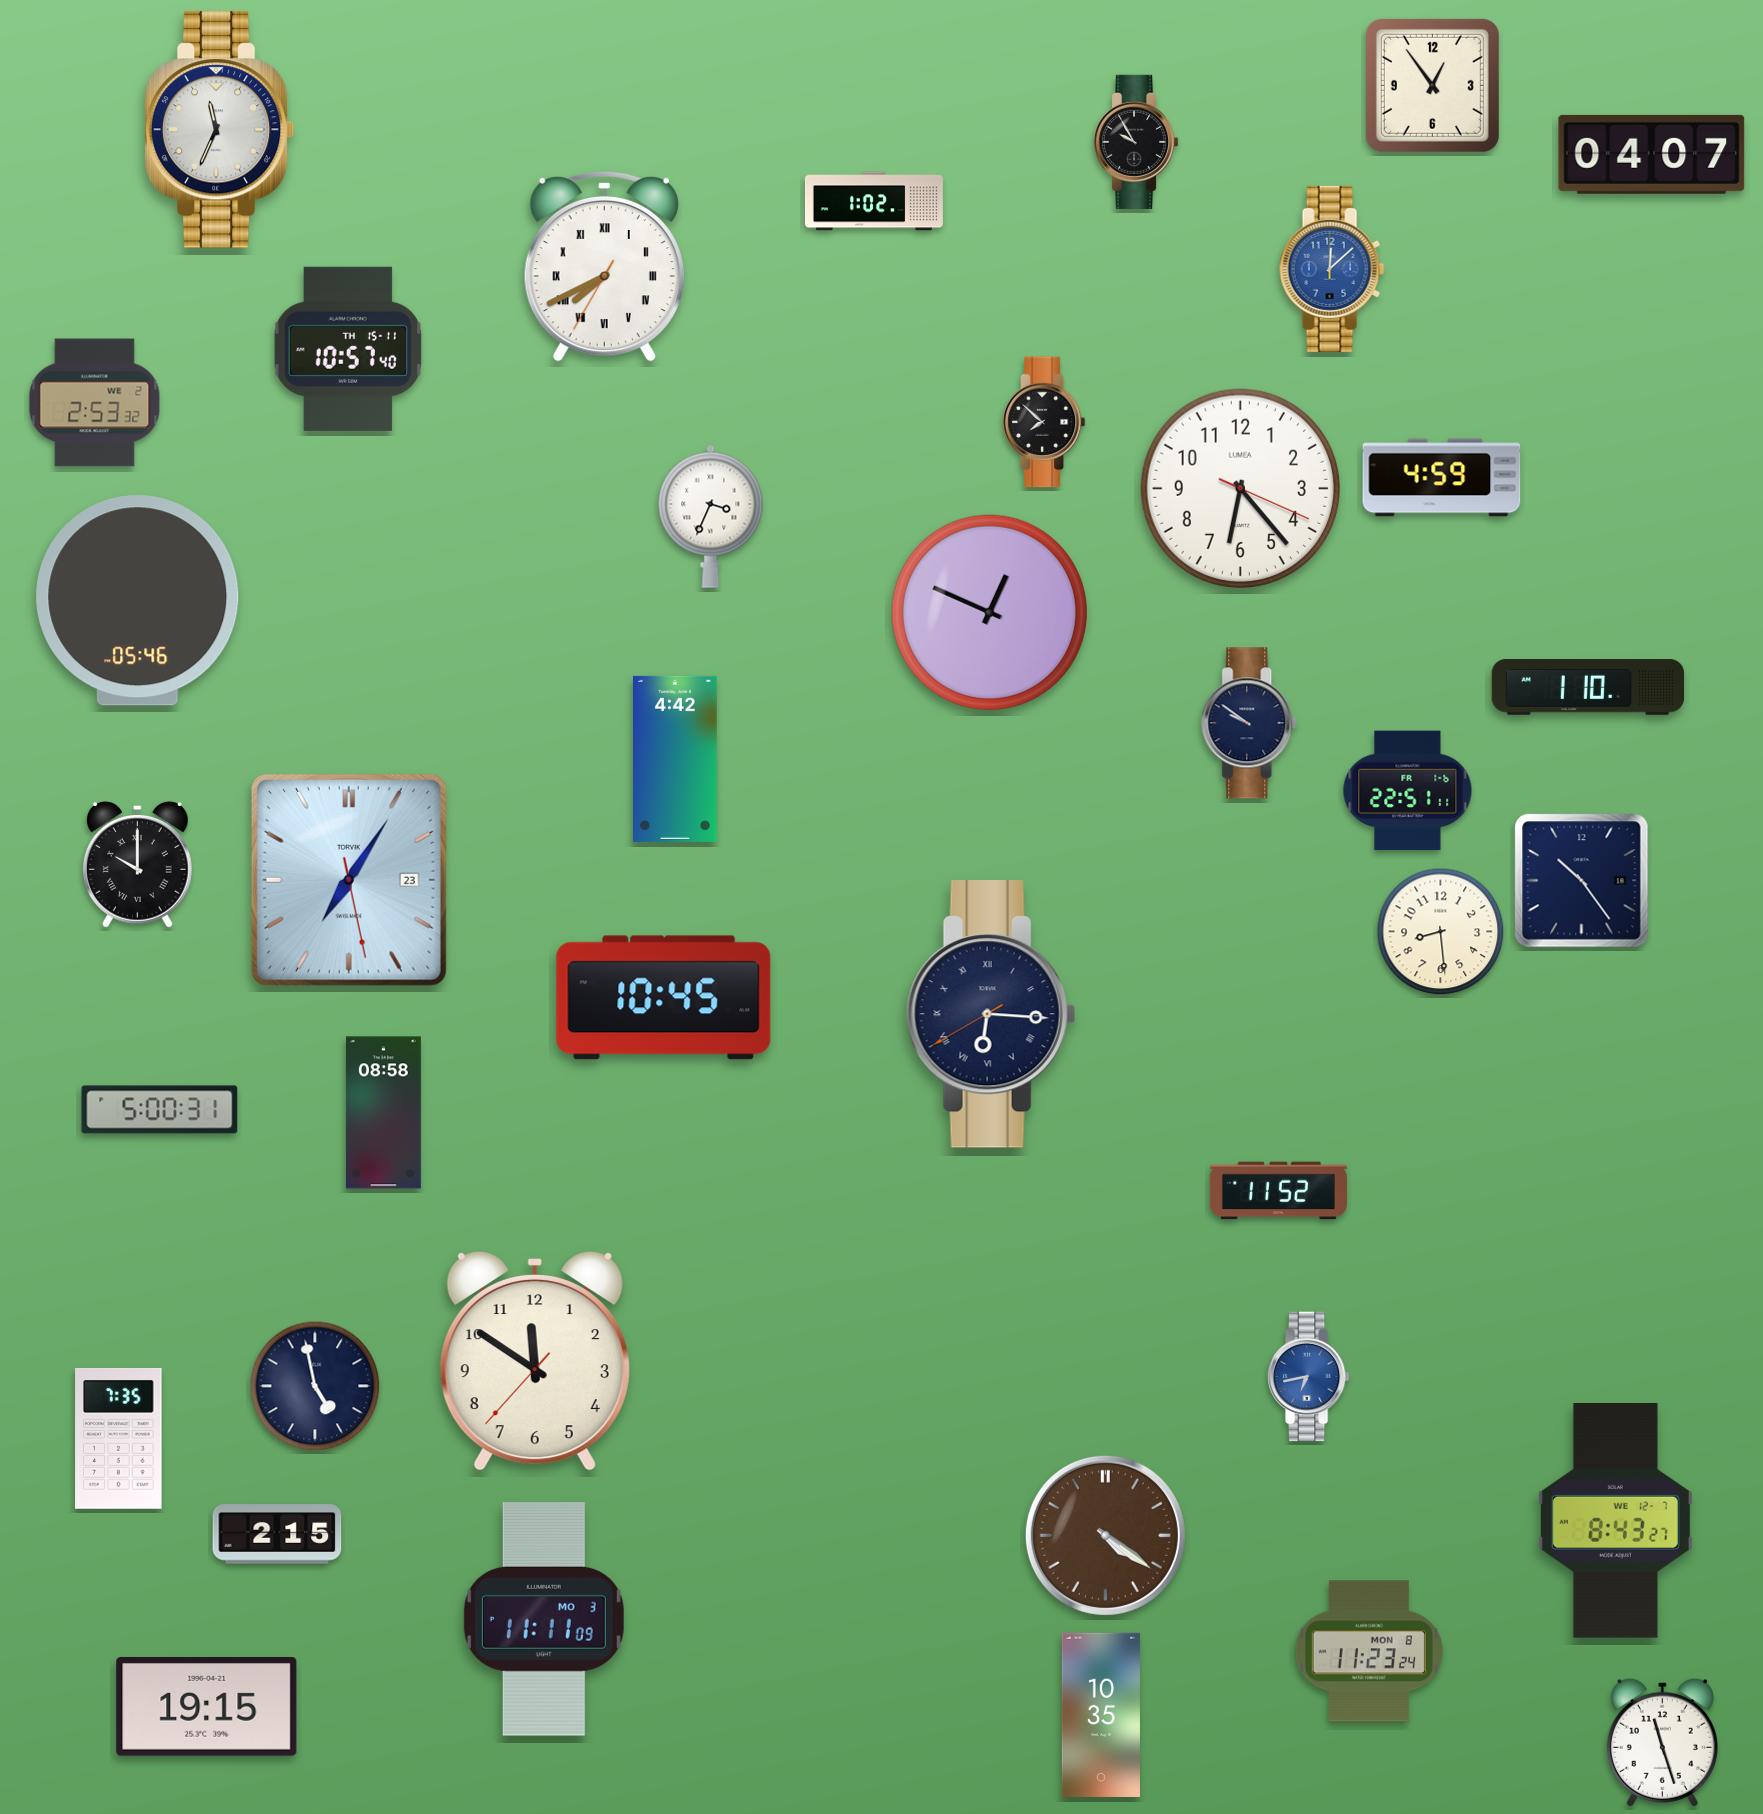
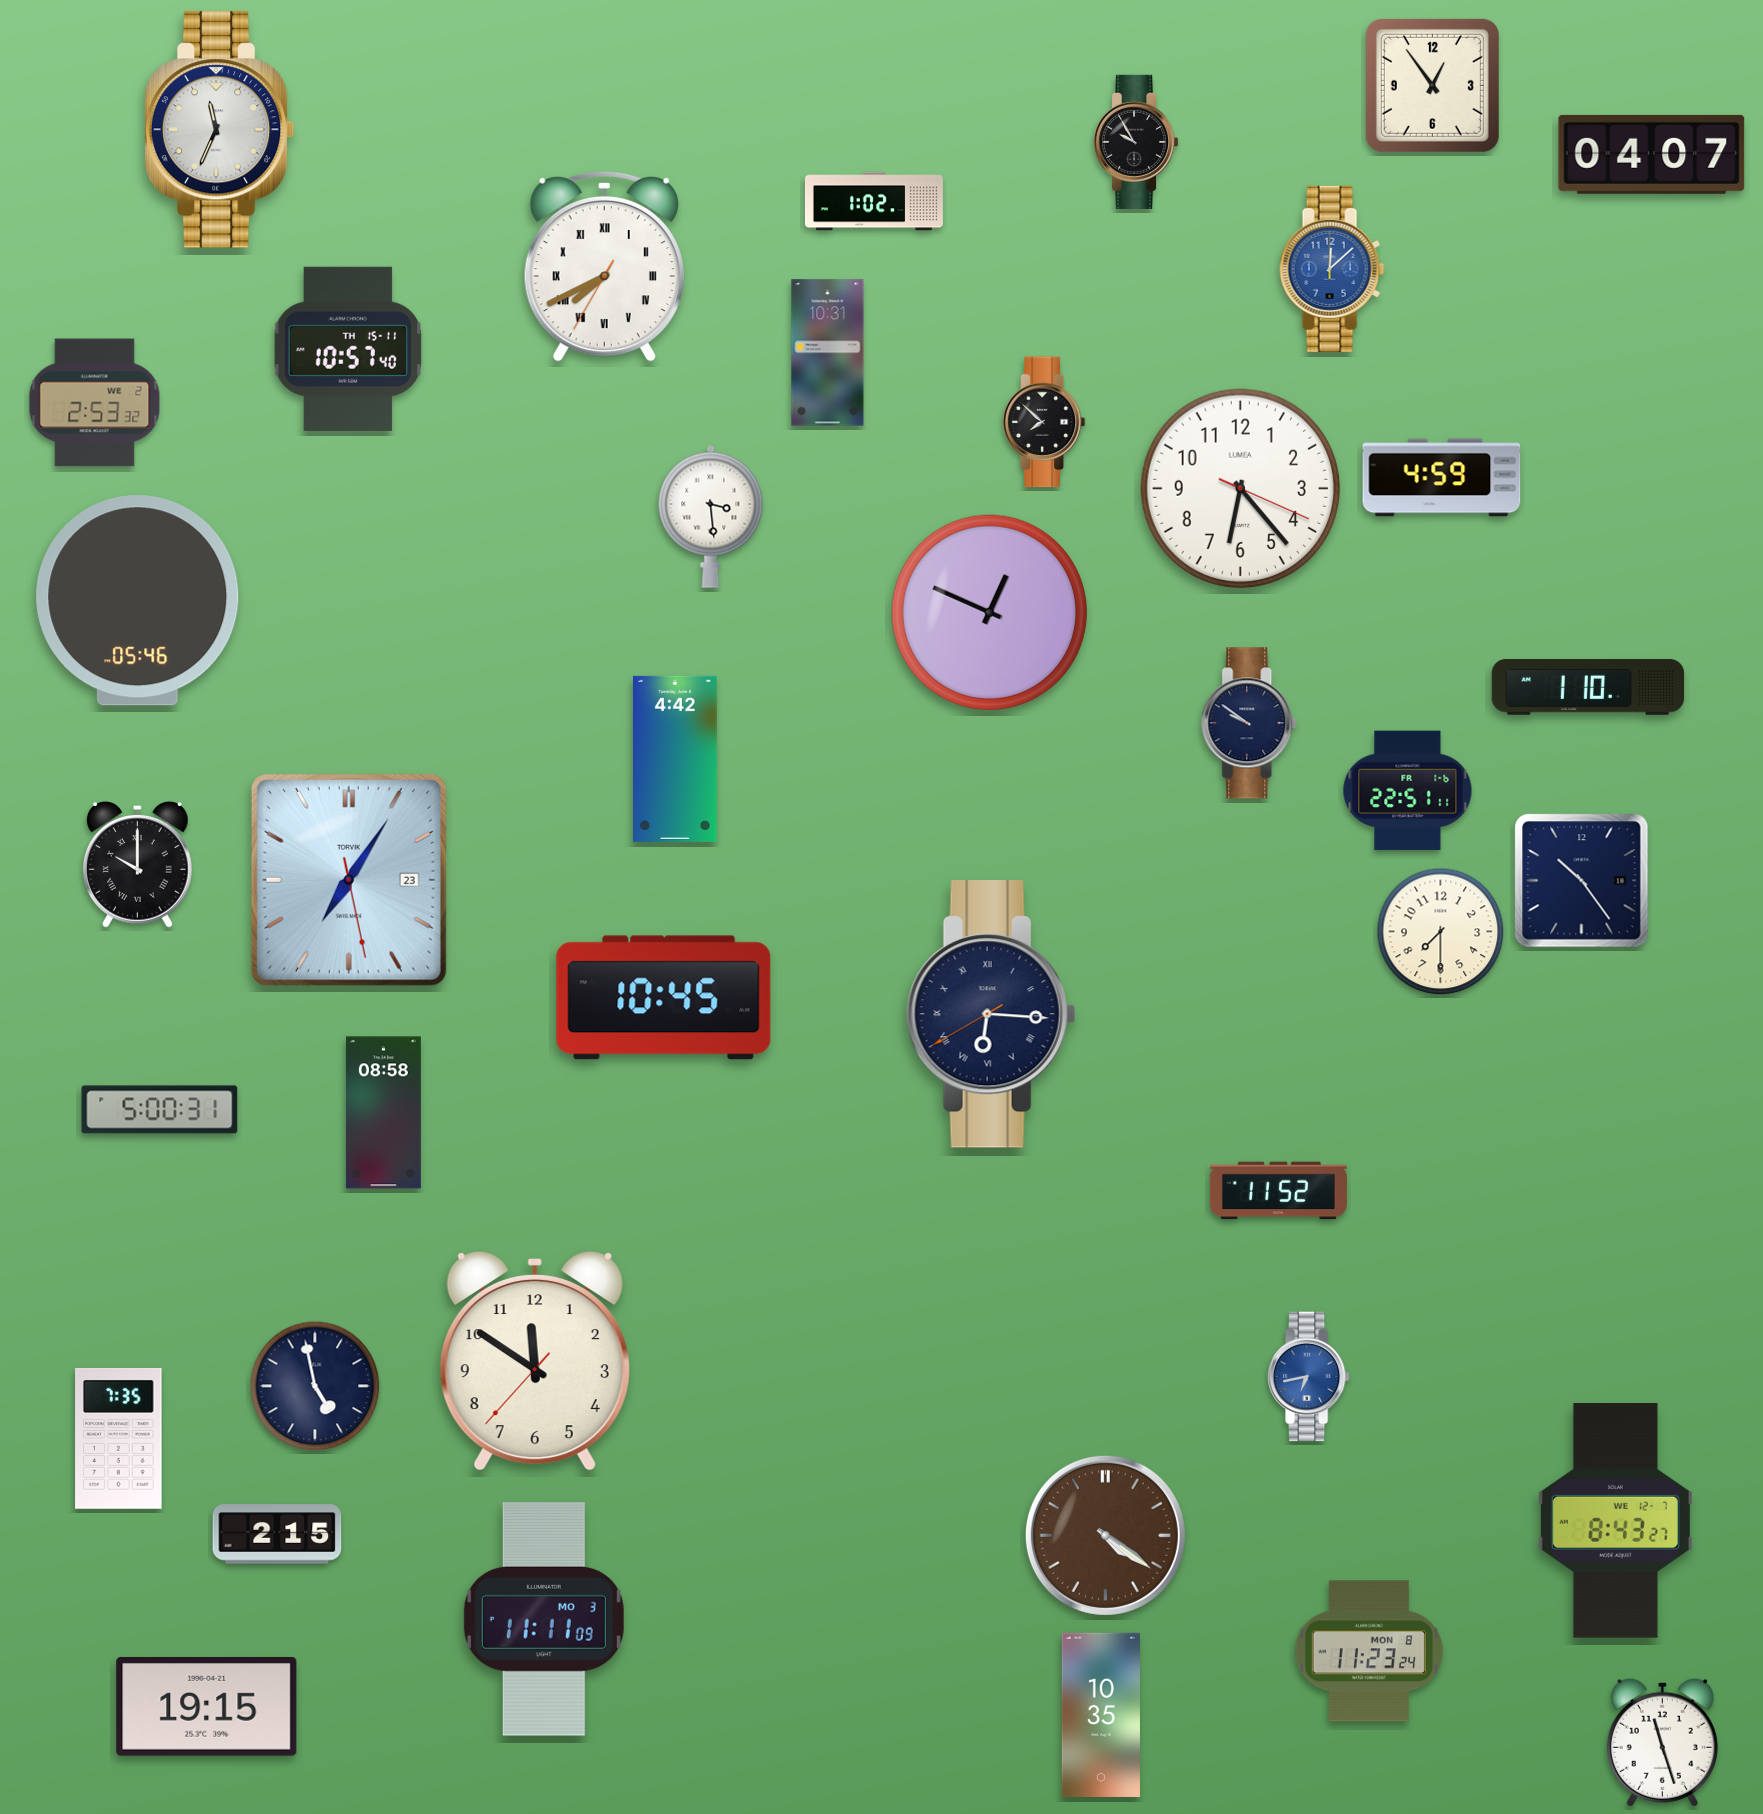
clock at (828, 353): none -> 10:31
clock at (711, 516): 3:34 -> 3:29
clock at (1441, 932): 8:29 -> 7:30
